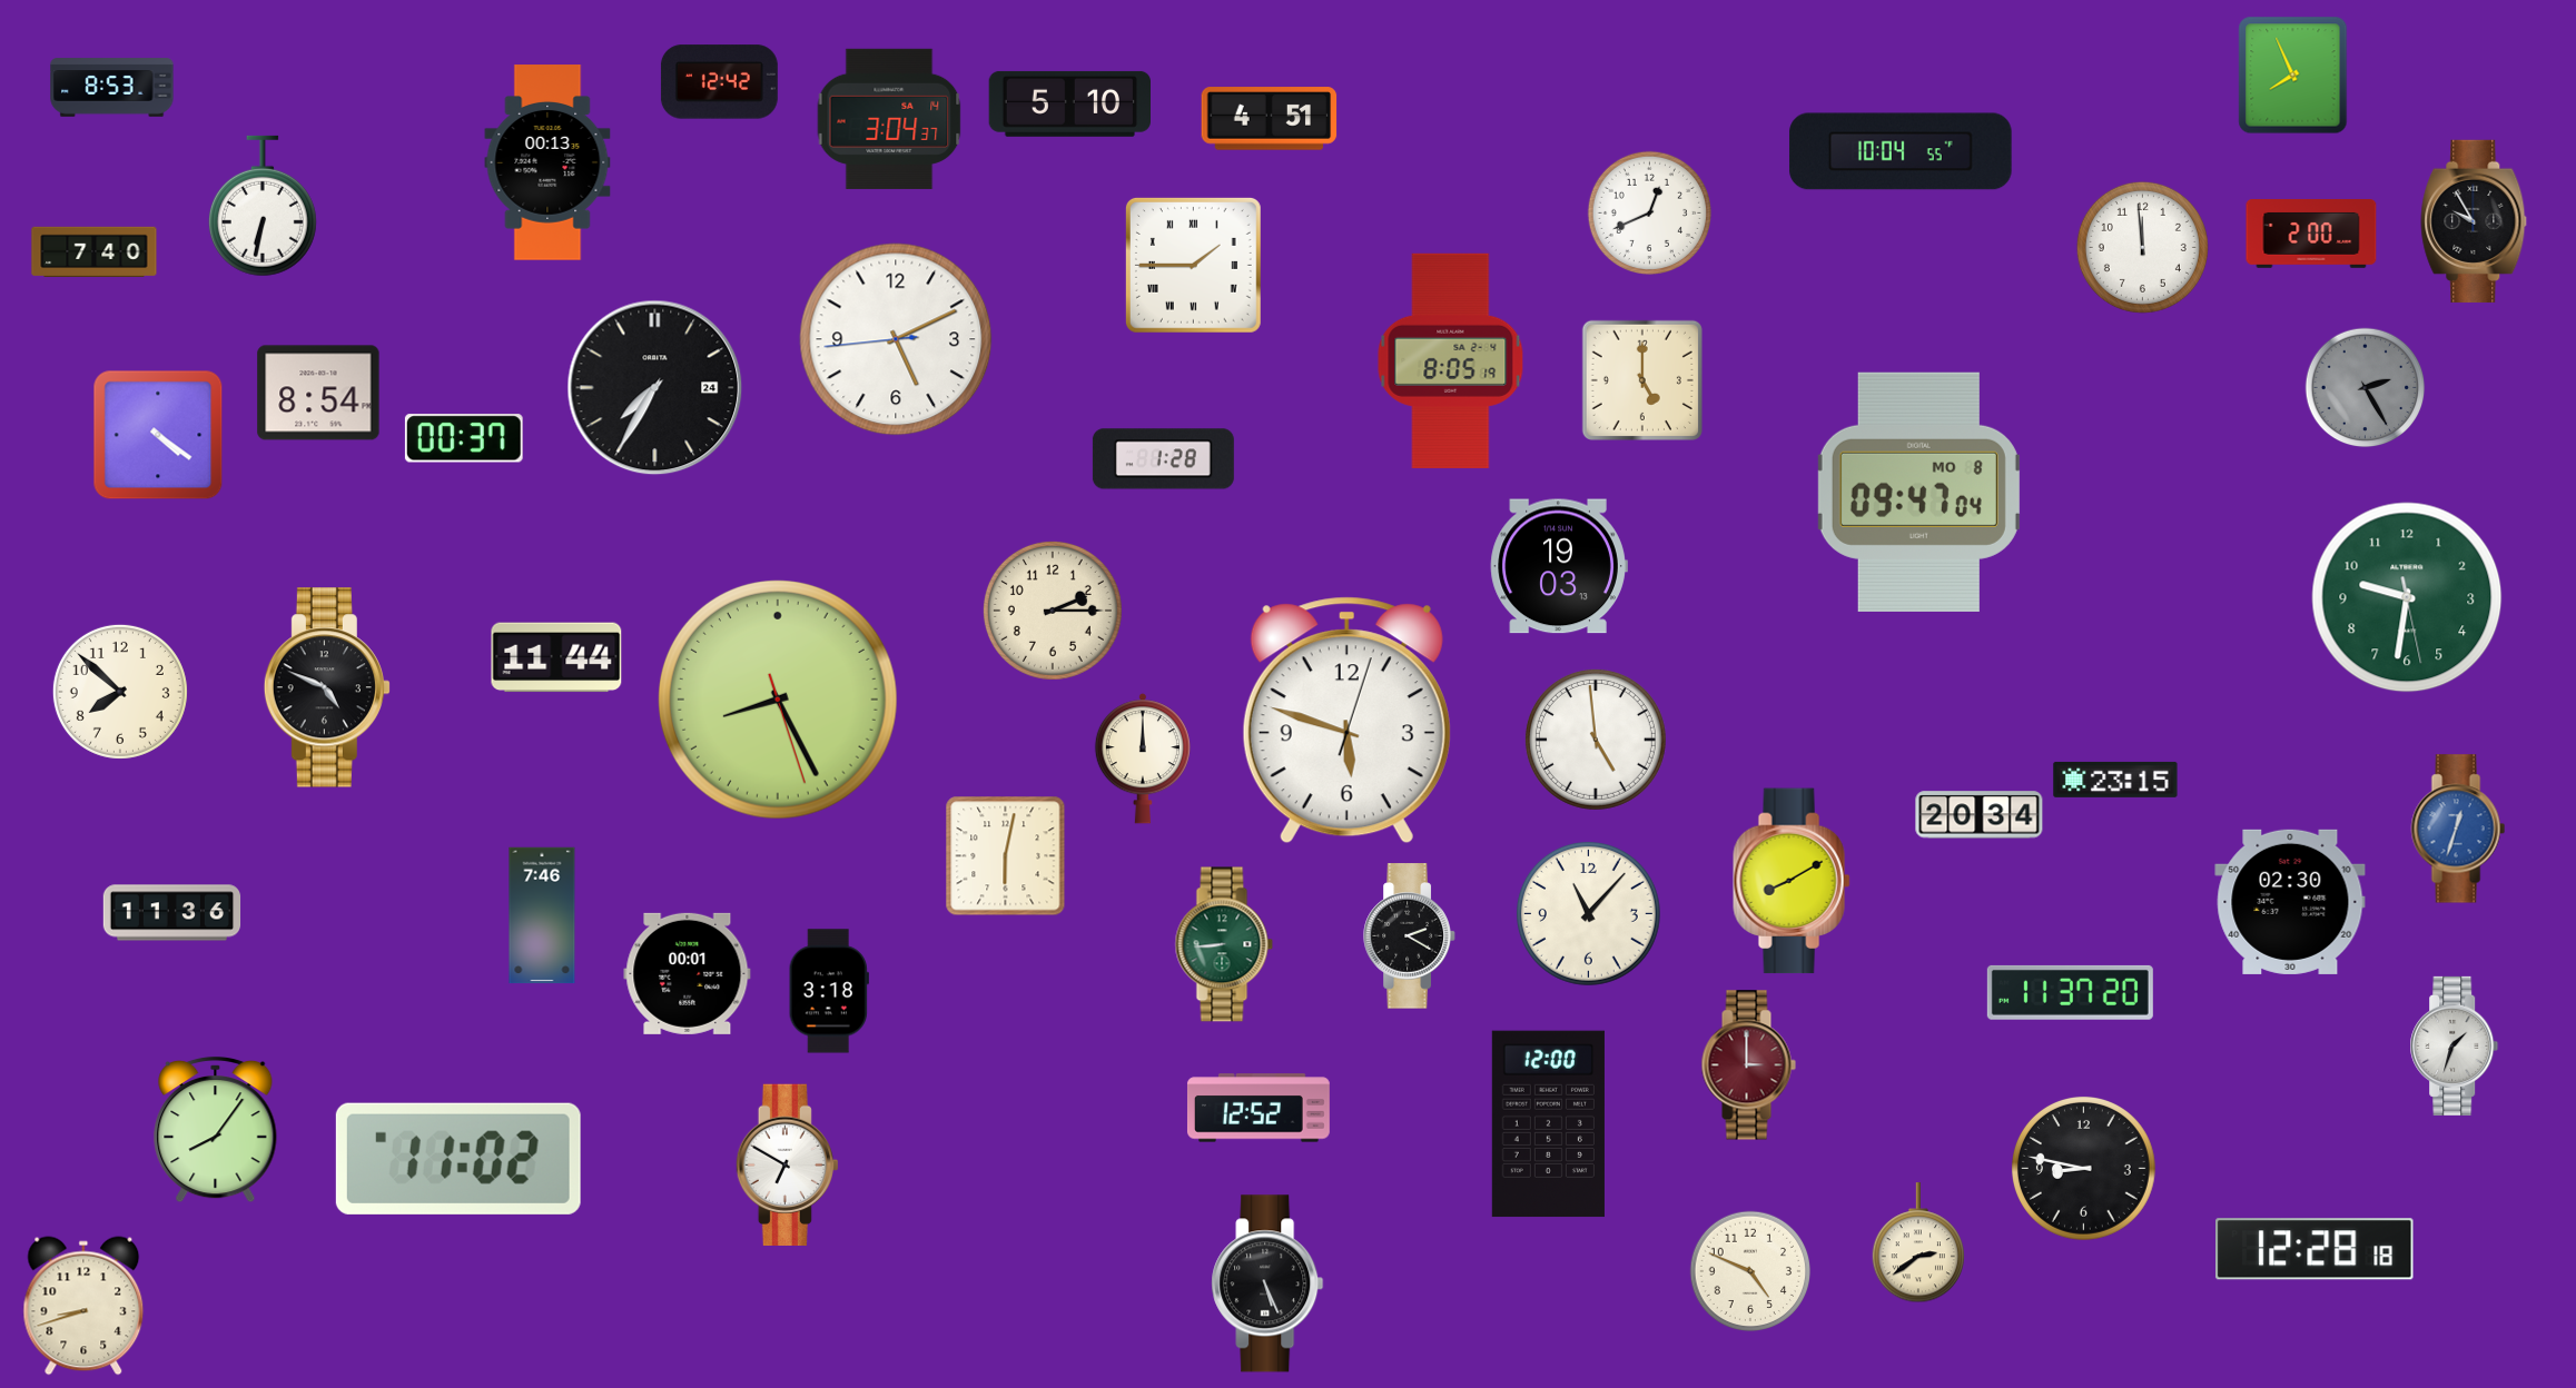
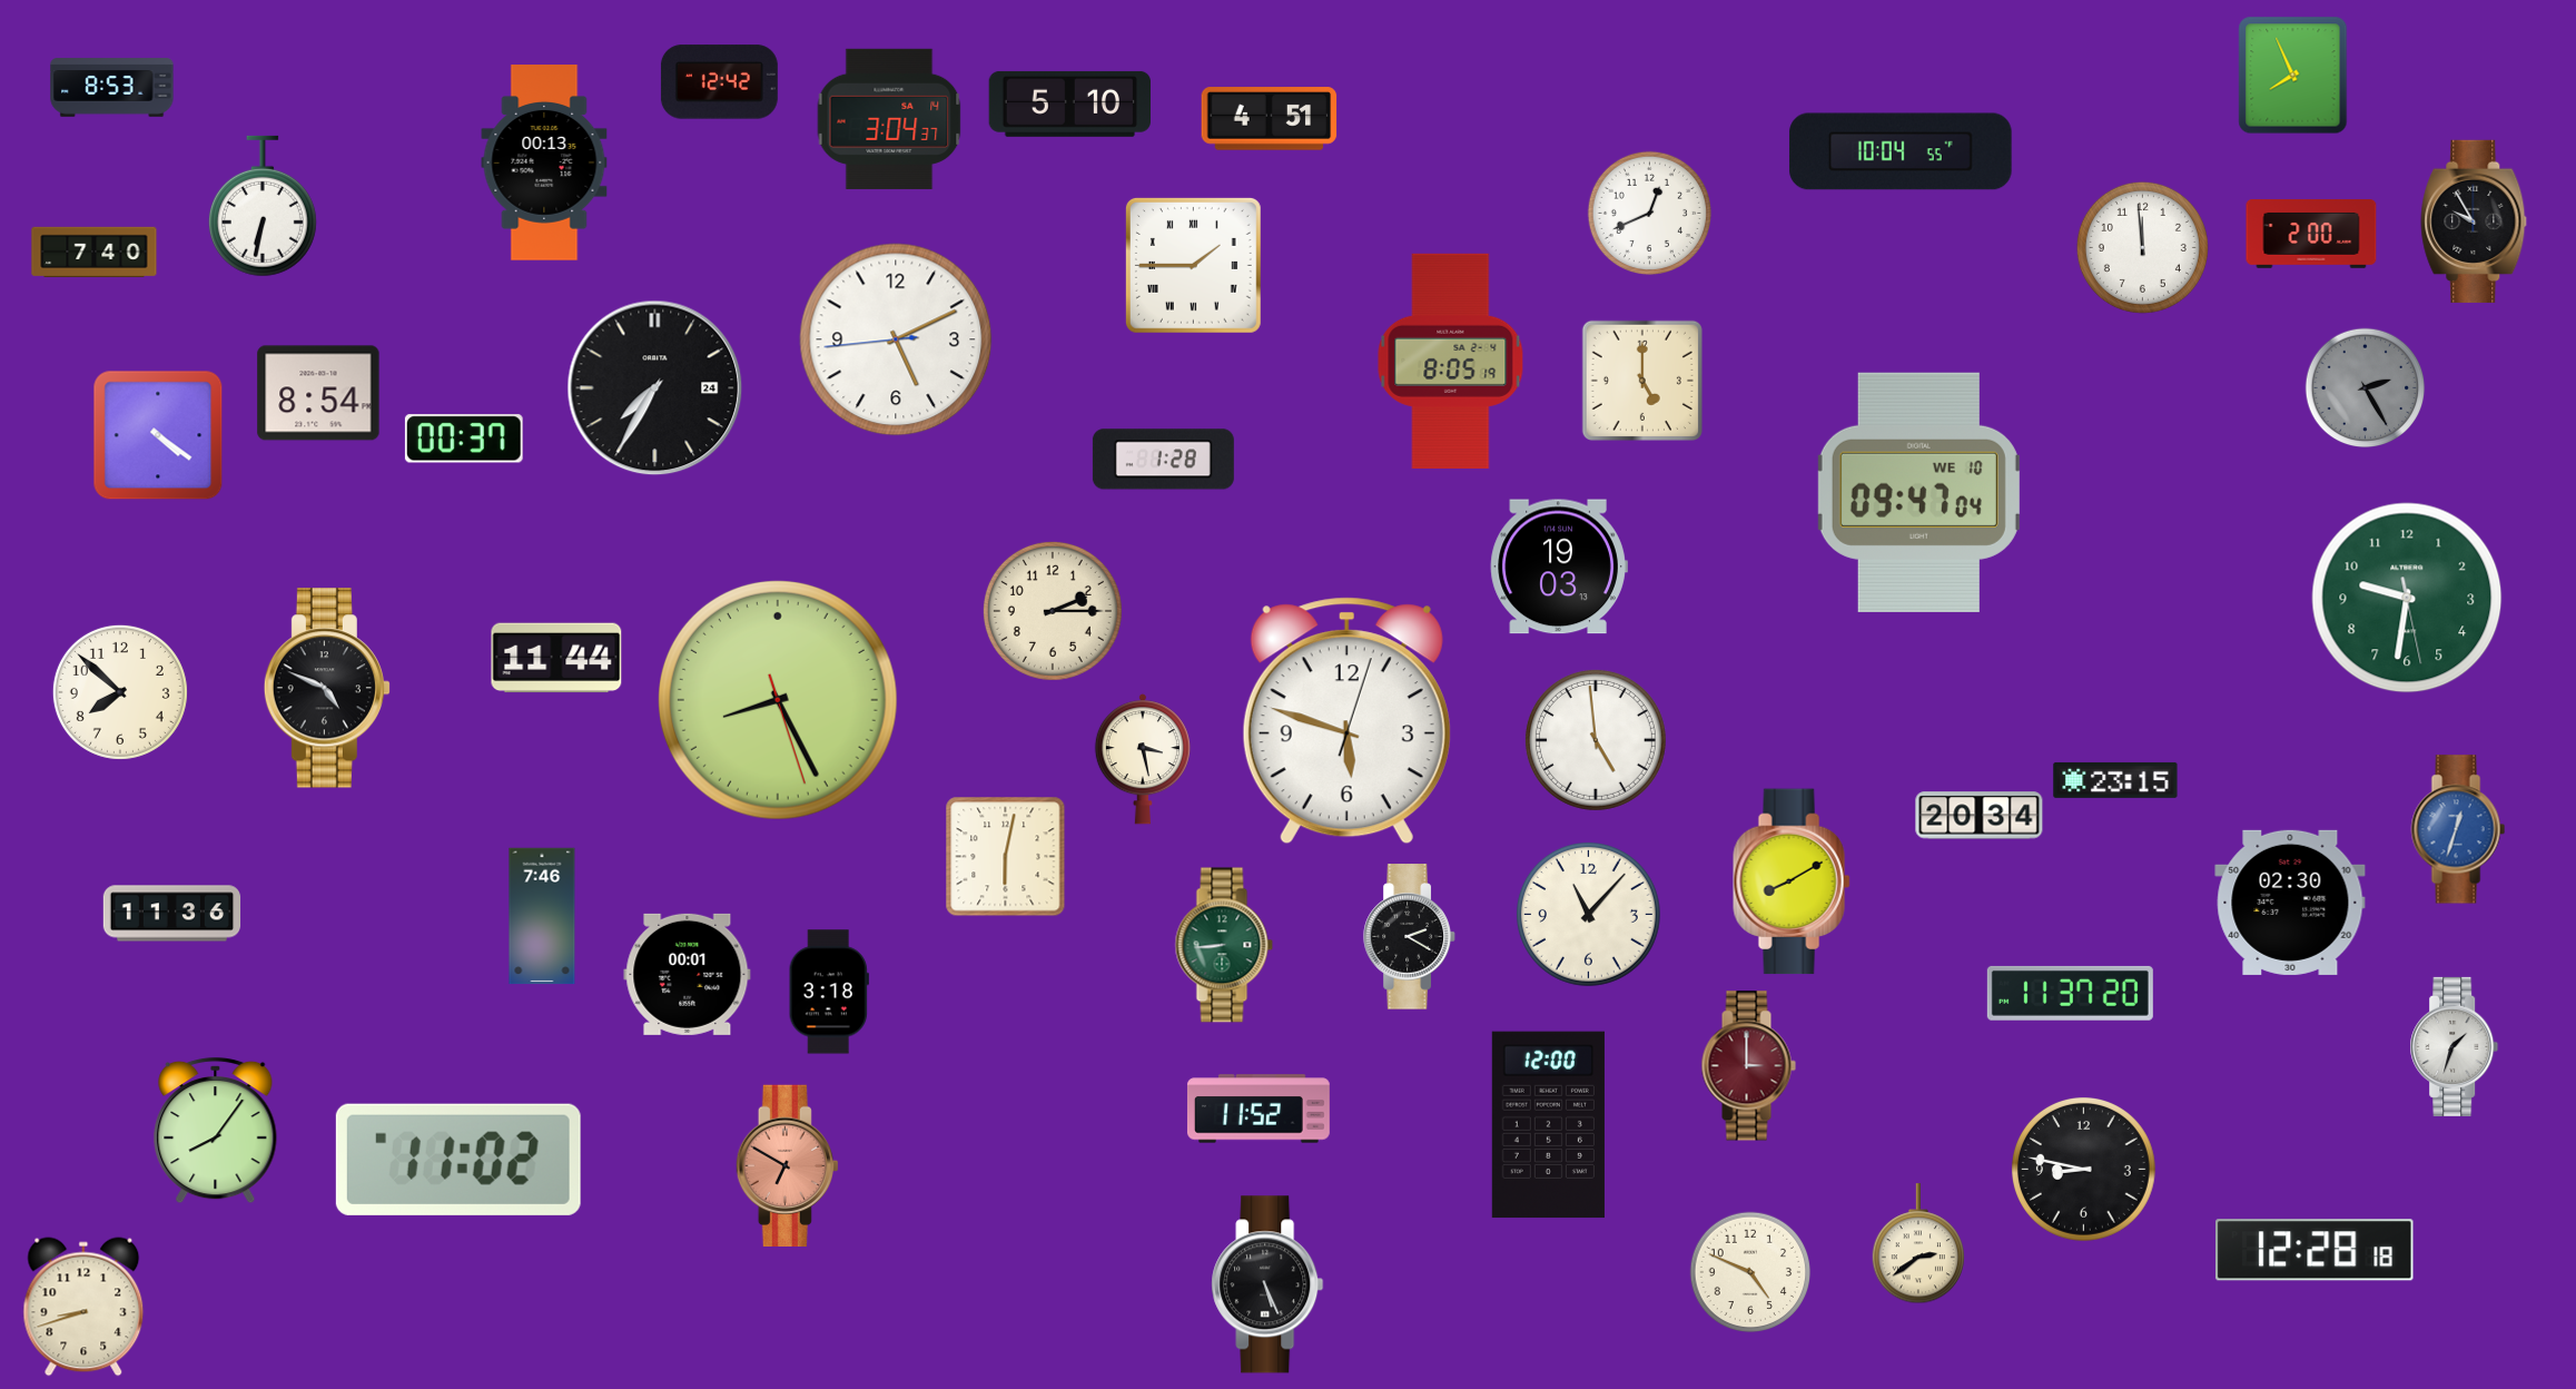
clock at (547, 162) position: (547, 162) -> (544, 162)
clock at (1918, 492) date: MO 8 -> WE 10
clock at (1143, 759): 12:00 -> 3:28
clock at (1259, 1108): 12:52 -> 11:52
clock at (787, 1164) dial: white -> salmon
